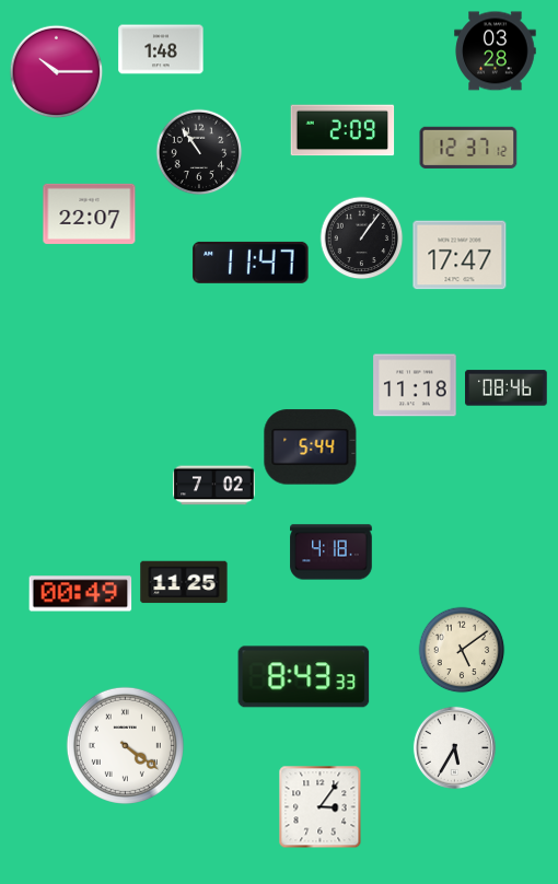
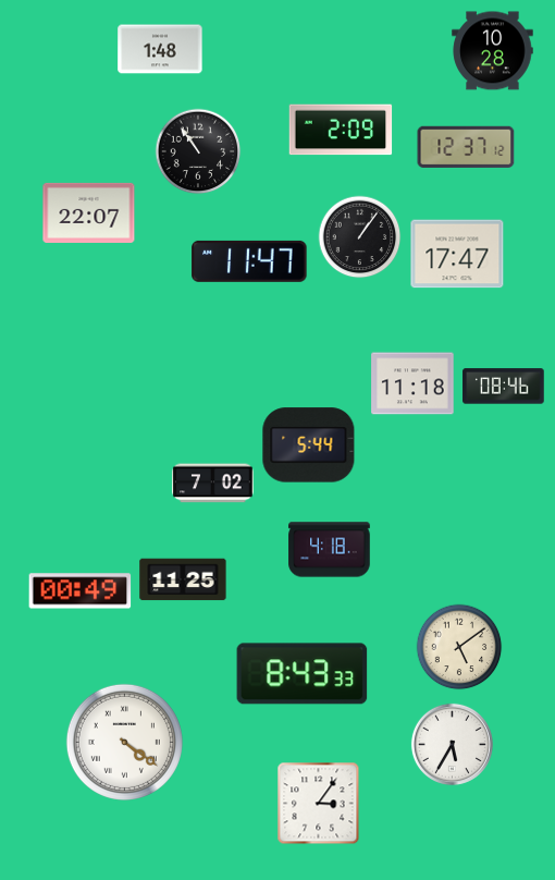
clock at (496, 51): 03:28 -> 10:28
clock at (57, 72): 10:15 -> none
